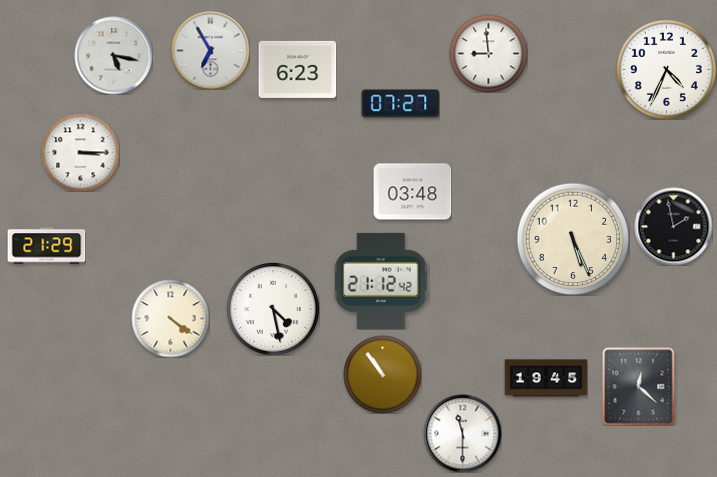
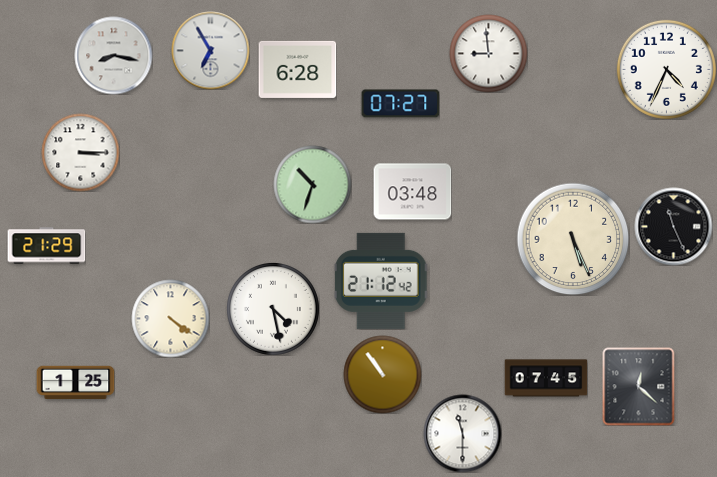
clock at (113, 55): 5:17 -> 8:17
clock at (297, 69): 6:23 -> 6:28
clock at (312, 184): none -> 10:33
clock at (673, 226): 1:58 -> 11:26
clock at (546, 378): 19:45 -> 07:45
clock at (75, 383): none -> 1:25
